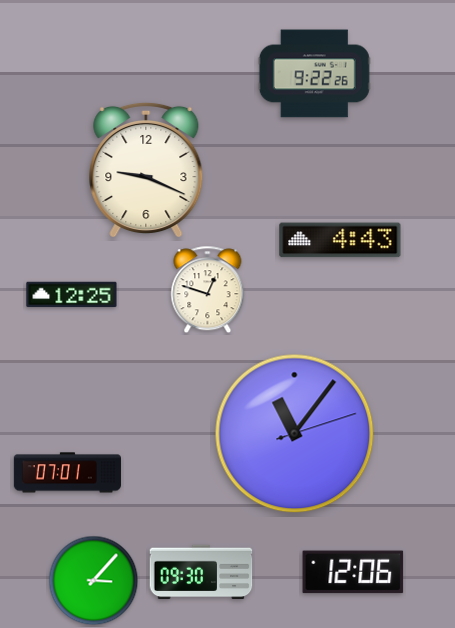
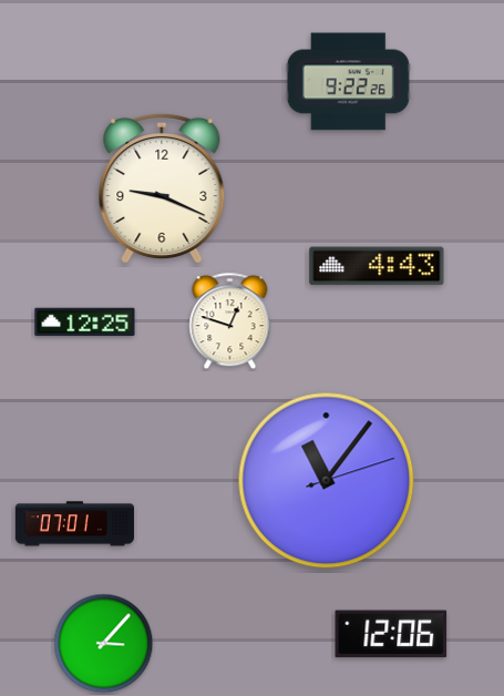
clock at (72, 295) position: (72, 295) -> (85, 323)
clock at (201, 572): 09:30 -> none
